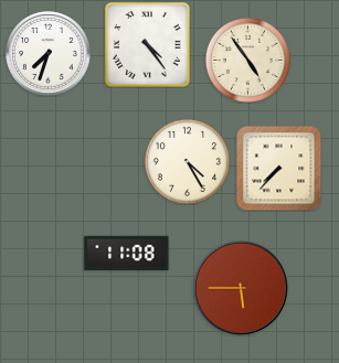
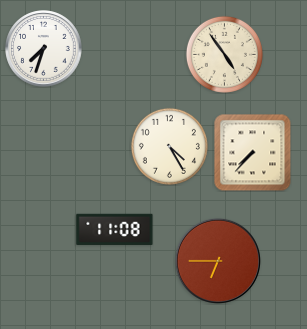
clock at (148, 45): 4:24 -> none
clock at (241, 288): 5:45 -> 6:45
